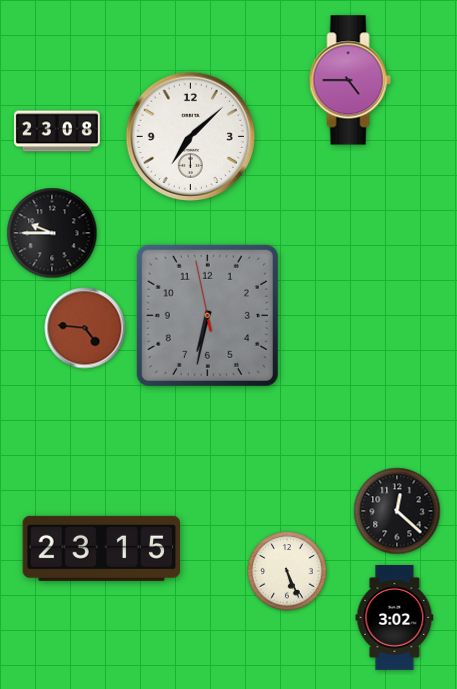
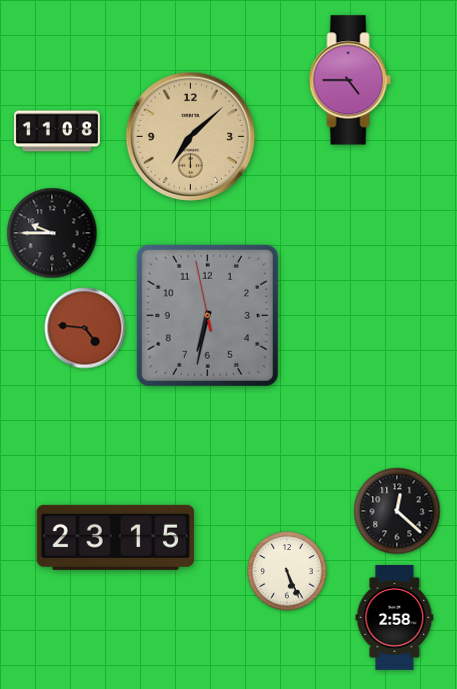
clock at (57, 131): 23:08 -> 11:08
clock at (190, 136) dial: white -> champagne
clock at (102, 548) position: (102, 548) -> (116, 537)
clock at (395, 617): 3:02 -> 2:58
